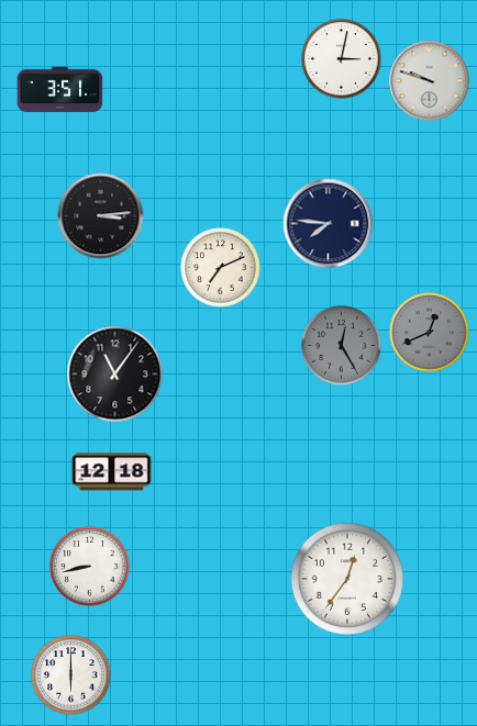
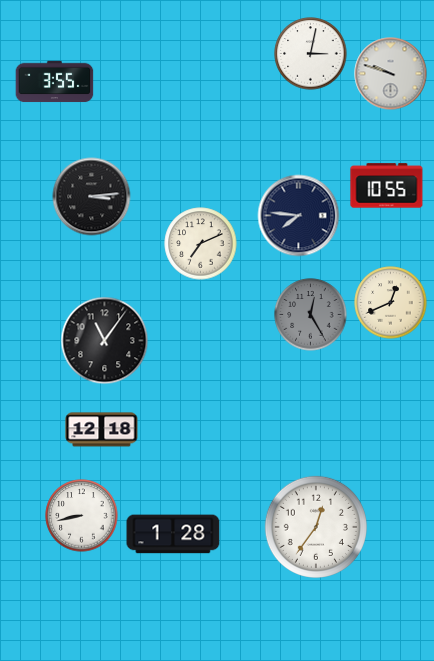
clock at (60, 90): 3:51 -> 3:55
clock at (387, 186): none -> 10:55
clock at (329, 224) position: (329, 224) -> (299, 216)
clock at (430, 333) dial: grey -> cream
clock at (173, 534): none -> 1:28
clock at (71, 675): 6:00 -> none
